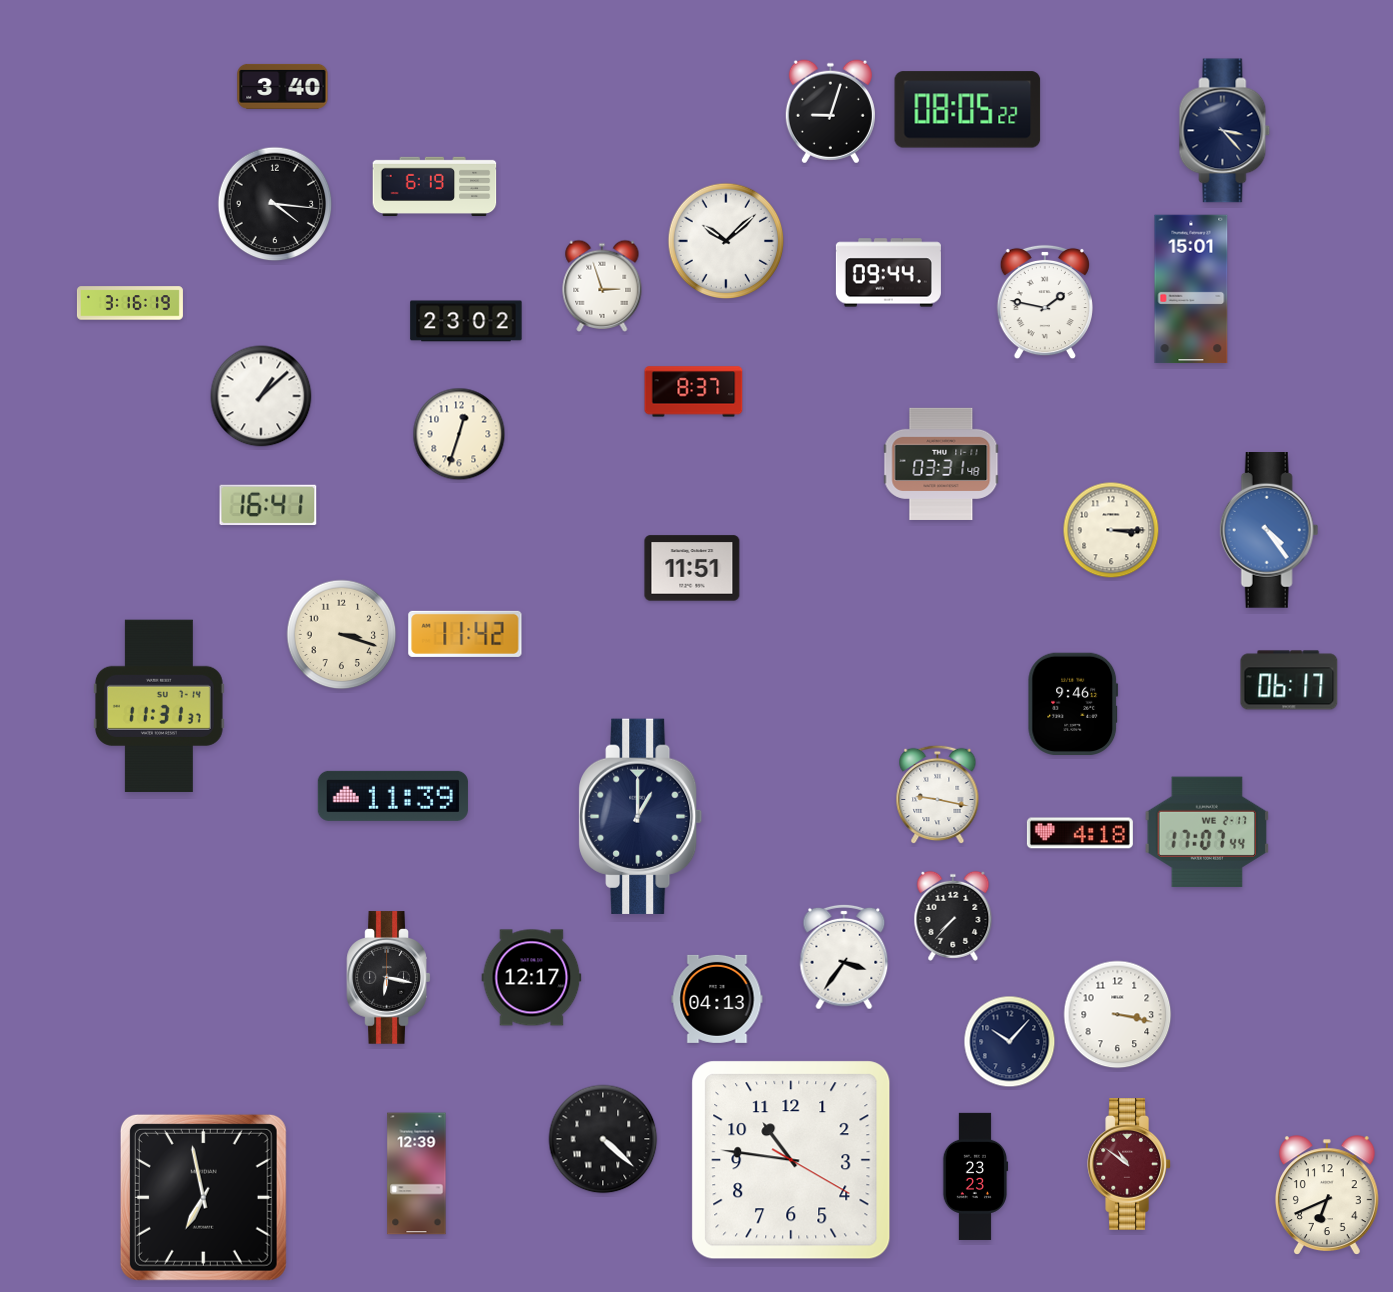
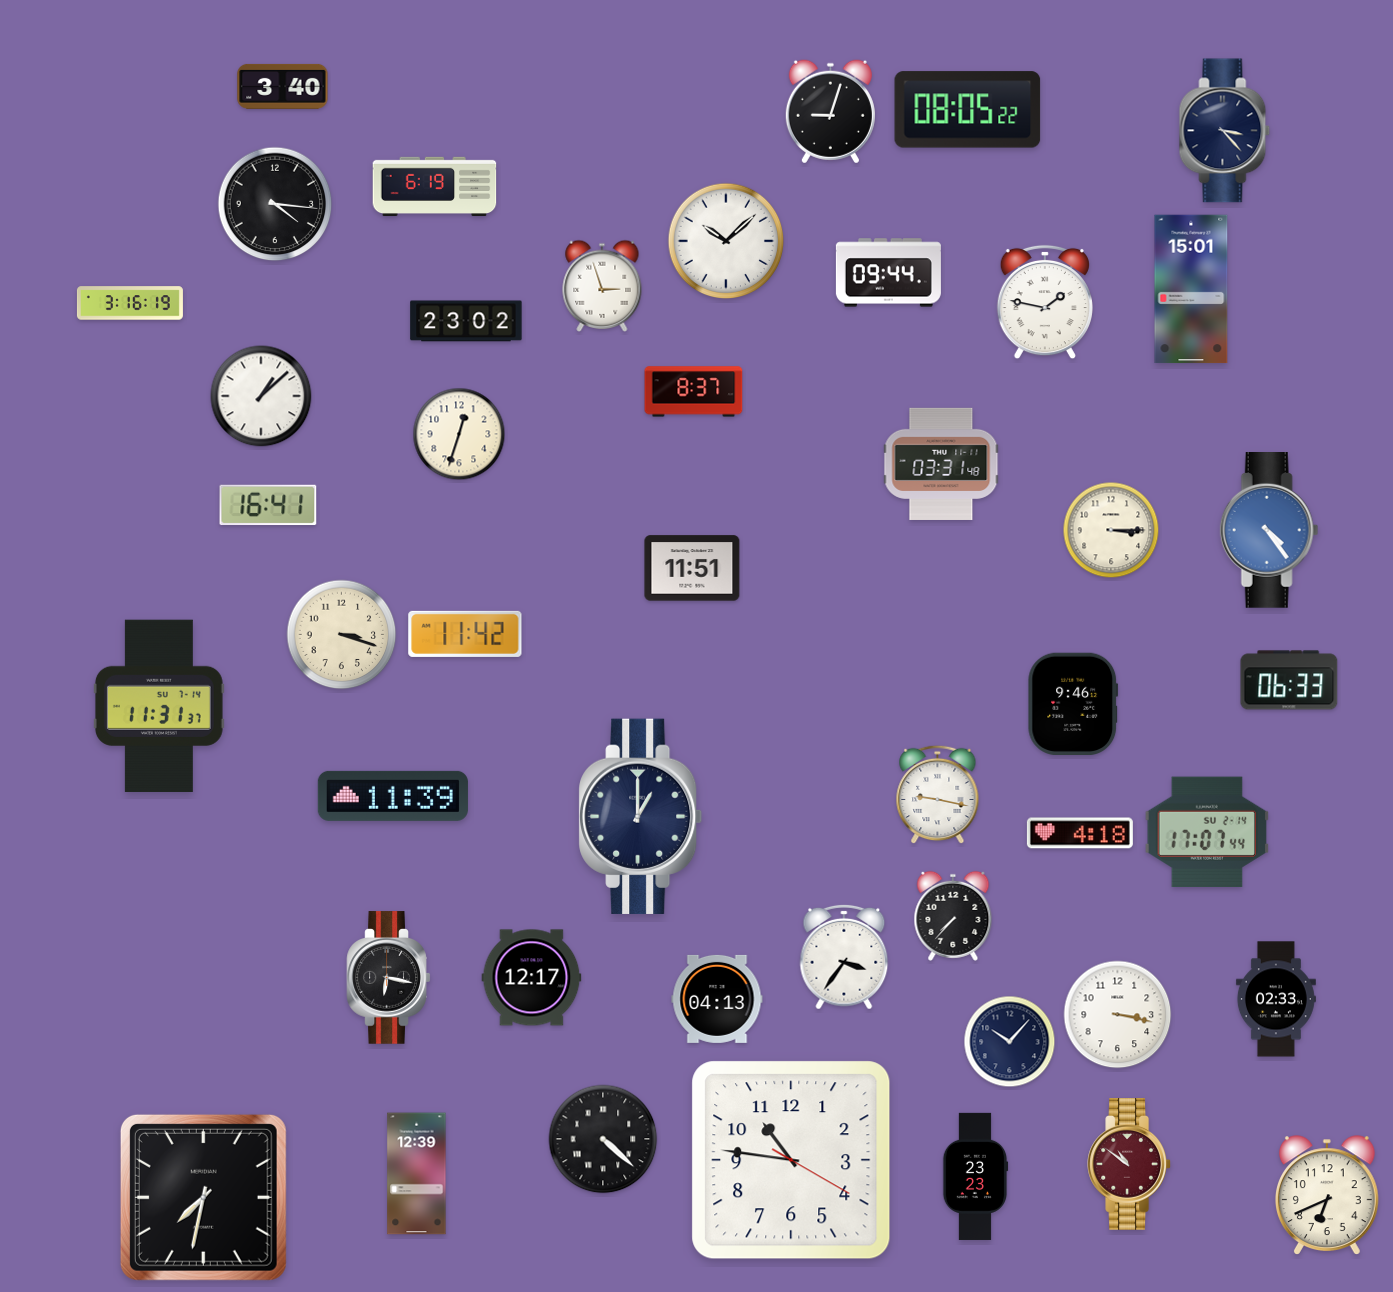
clock at (1289, 680): 06:17 -> 06:33
clock at (1206, 831) date: WE 2-17 -> SU 2-14
clock at (1276, 999): none -> 02:33
clock at (203, 1197): 6:58 -> 7:32
